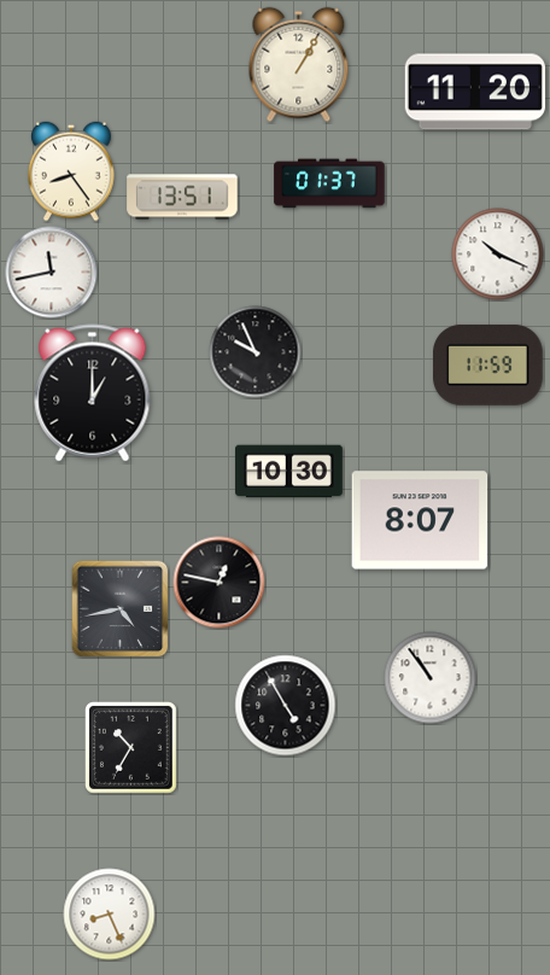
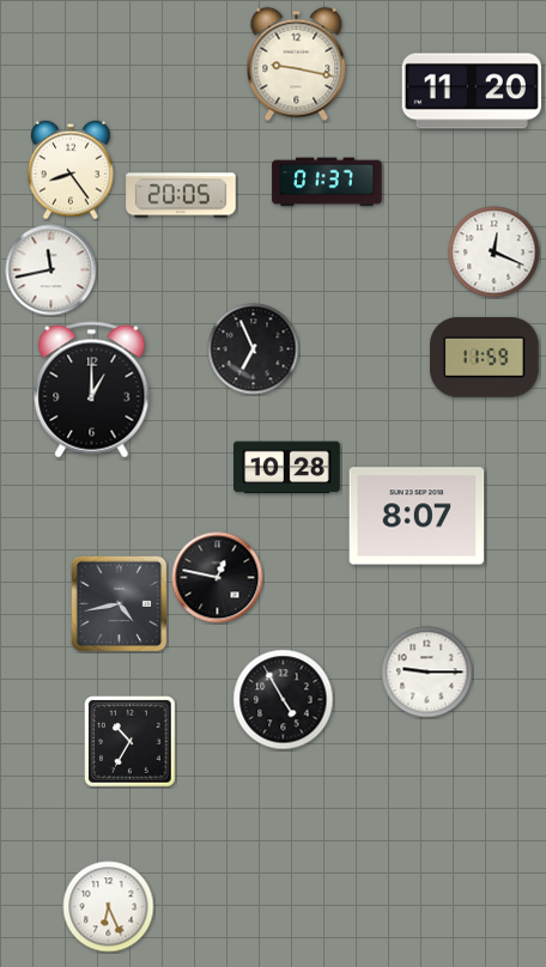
clock at (299, 65): 1:05 -> 9:17
clock at (182, 197): 13:51 -> 20:05
clock at (498, 255): 10:19 -> 12:19
clock at (256, 352): 9:56 -> 6:56
clock at (488, 364) position: (488, 364) -> (485, 357)
clock at (289, 472): 10:30 -> 10:28
clock at (431, 678): 10:54 -> 9:15
clock at (110, 915): 8:26 -> 6:26
